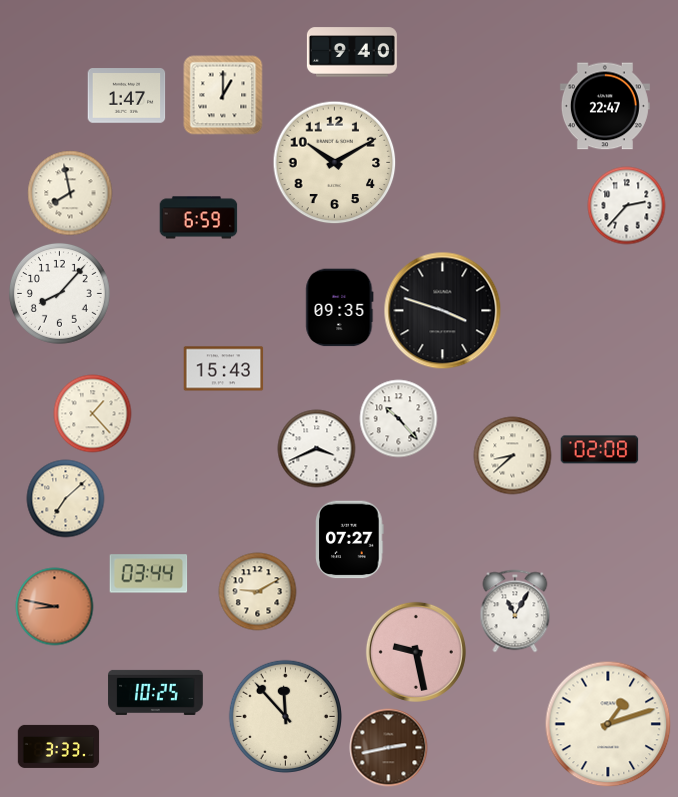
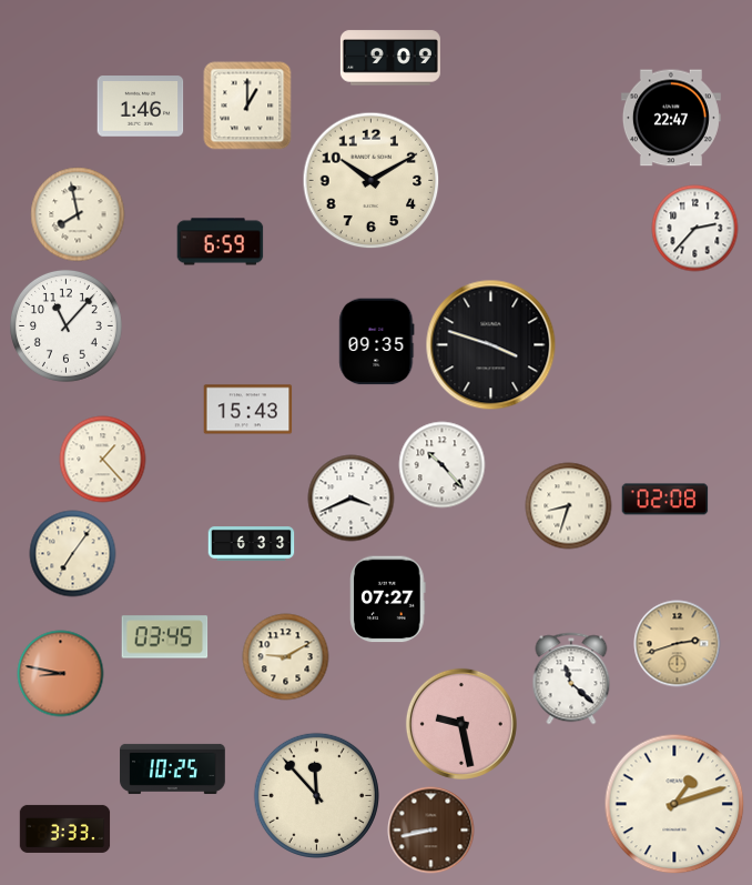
clock at (352, 52): 9:40 -> 9:09
clock at (126, 96): 1:47 -> 1:46
clock at (59, 293): 8:07 -> 11:07
clock at (512, 455): 8:38 -> 8:33
clock at (251, 544): none -> 6:33
clock at (65, 498): 7:08 -> 7:06
clock at (148, 574): 03:44 -> 03:45
clock at (677, 643): none -> 2:42
clock at (515, 611): 11:05 -> 11:22
clock at (388, 747): 2:43 -> 8:43
